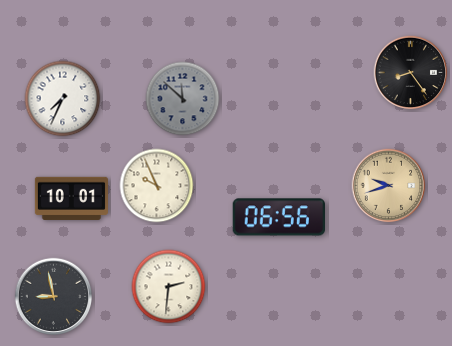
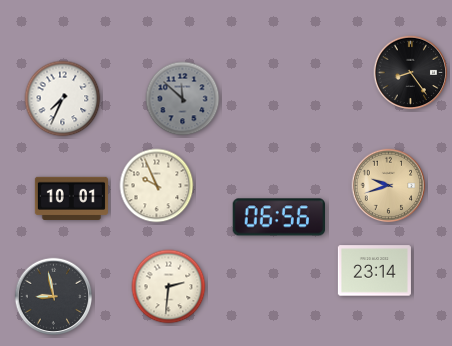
clock at (374, 271): none -> 23:14
